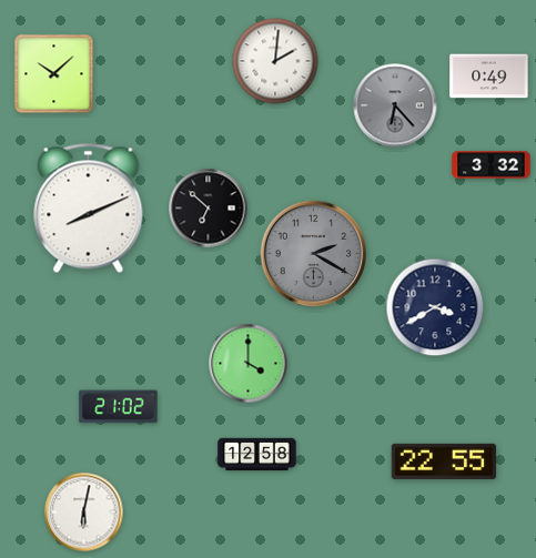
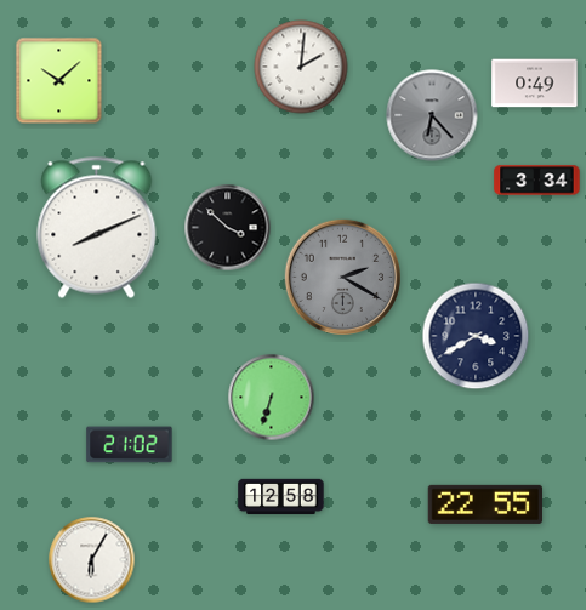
clock at (492, 165): 3:32 -> 3:34
clock at (209, 209): 6:52 -> 3:52
clock at (249, 364): 4:00 -> 6:33
clock at (84, 513): 6:02 -> 6:05
